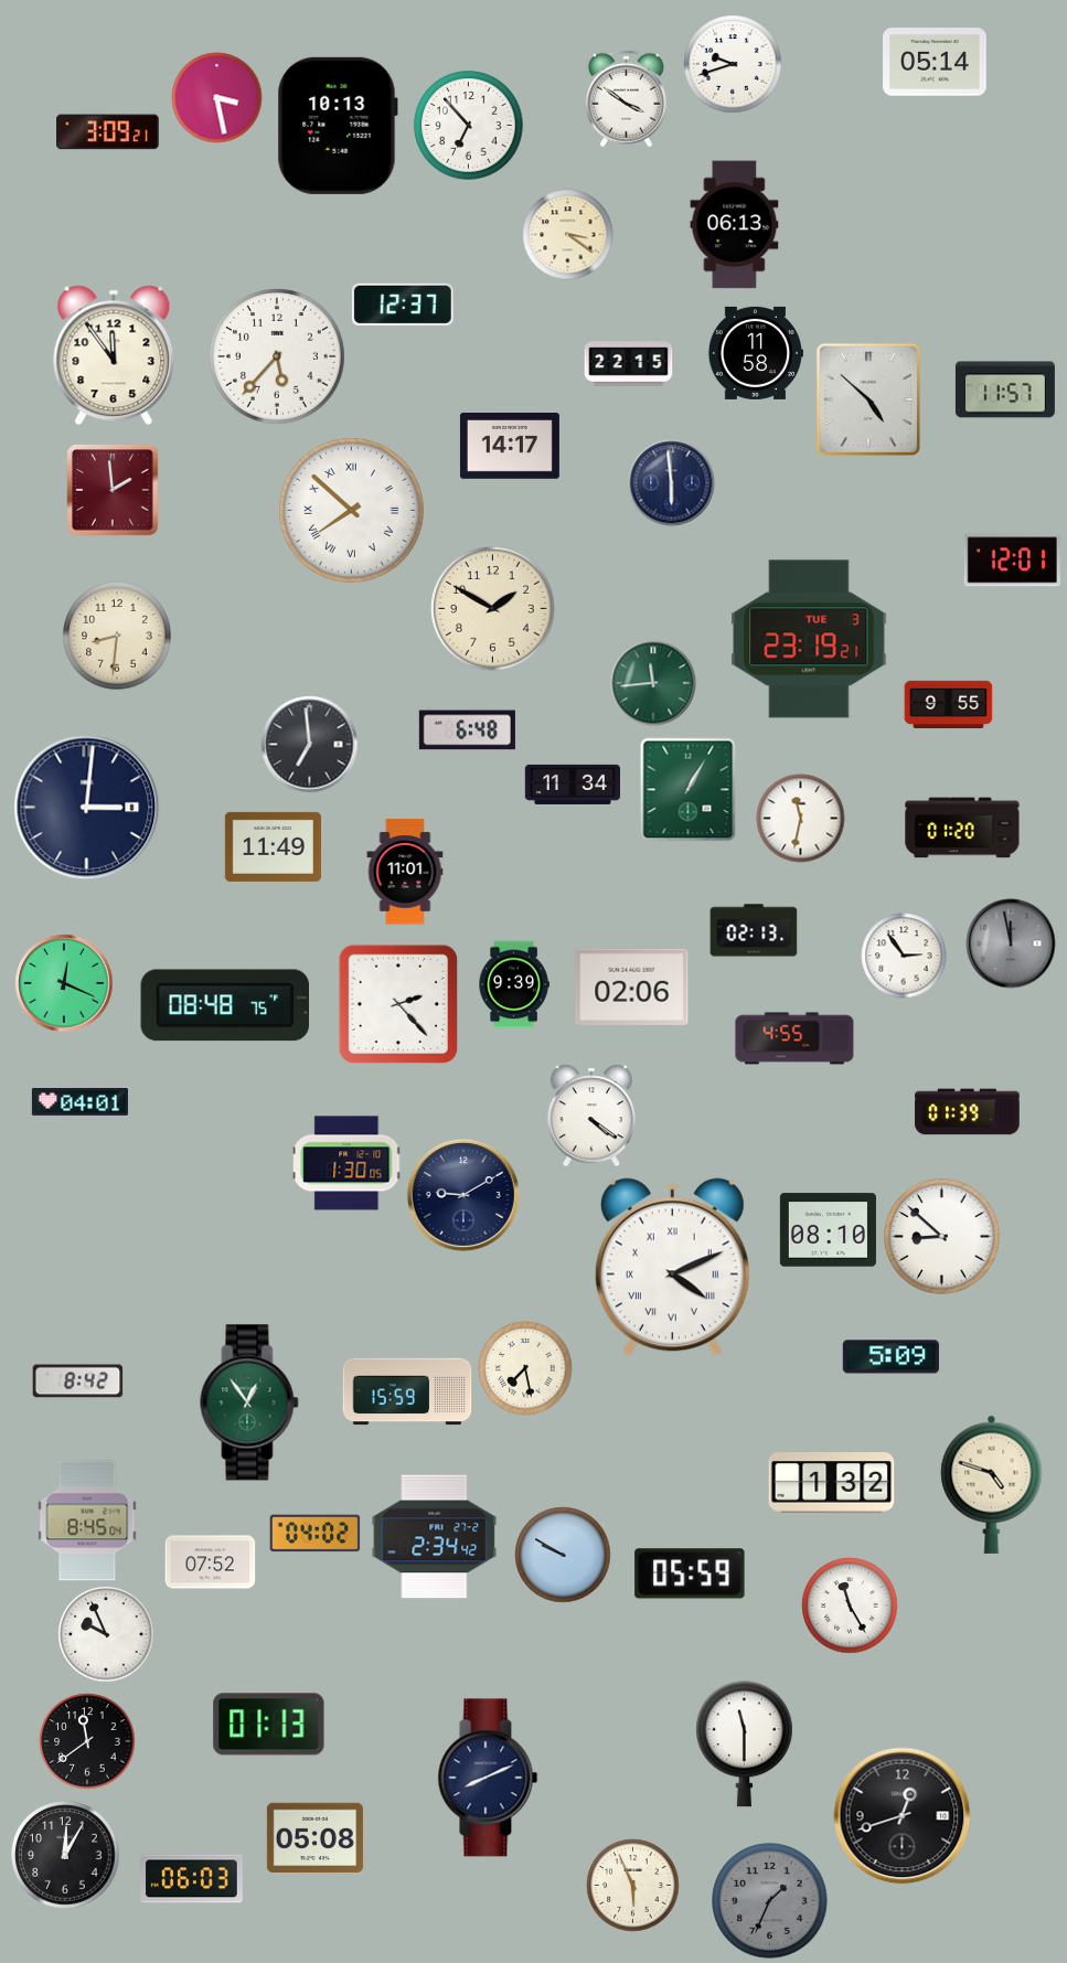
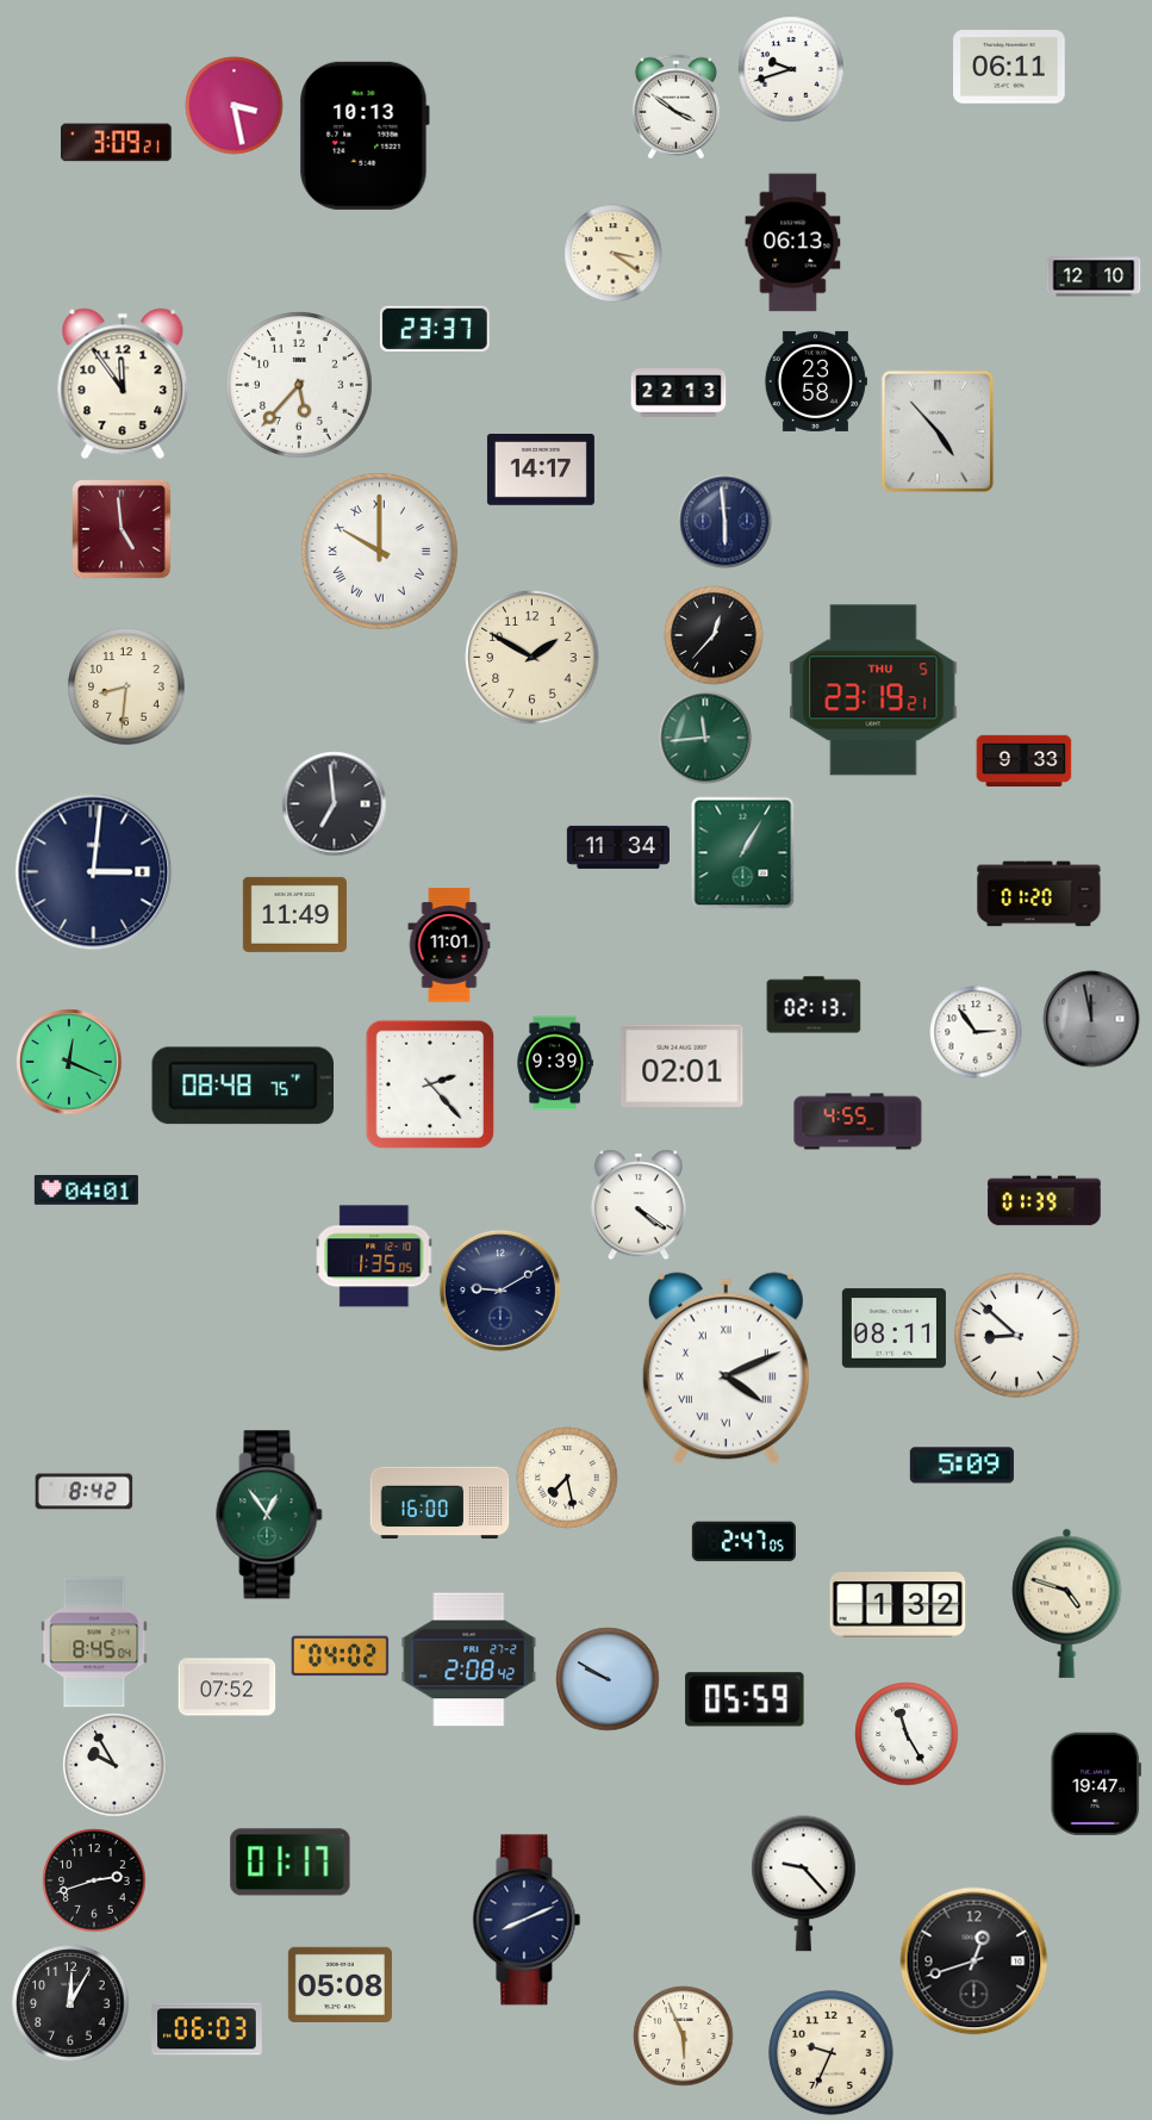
clock at (935, 62): 05:14 -> 06:11
clock at (469, 126): 6:53 -> none
clock at (1094, 276): none -> 12:10
clock at (403, 303): 12:37 -> 23:37
clock at (755, 353): 11:58 -> 23:58
clock at (629, 364): 22:15 -> 22:13
clock at (1005, 390): 11:57 -> none
clock at (868, 399): 4:52 -> 4:53
clock at (510, 446) position: (510, 446) -> (541, 470)
clock at (113, 490): 1:59 -> 4:59
clock at (351, 510): 7:52 -> 10:00
clock at (1012, 561): 12:01 -> none
clock at (714, 635): none -> 12:37
clock at (809, 639) date: TUE 3 -> THU 5
clock at (949, 704): 9:55 -> 9:33
clock at (467, 730): 6:48 -> none
clock at (801, 819): 11:32 -> none
clock at (405, 872) position: (405, 872) -> (449, 945)
clock at (632, 986): 02:06 -> 02:01
clock at (348, 1163): 1:30 -> 1:35
clock at (828, 1230): 08:10 -> 08:11
clock at (407, 1391): 15:59 -> 16:00
clock at (743, 1542): none -> 2:47
clock at (832, 1483) position: (832, 1483) -> (898, 1605)
clock at (992, 1484) position: (992, 1484) -> (1067, 1603)
clock at (435, 1537): 2:34 -> 2:08
clock at (850, 1605) position: (850, 1605) -> (907, 1734)
clock at (106, 1634): 9:56 -> 9:55
clock at (1096, 1784): none -> 19:47
clock at (269, 1725): 01:13 -> 01:17
clock at (87, 1741): 11:39 -> 2:42
clock at (745, 1745): 11:30 -> 9:23
clock at (770, 1901): 1:34 -> 9:34
clock at (770, 1901) dial: grey -> cream
